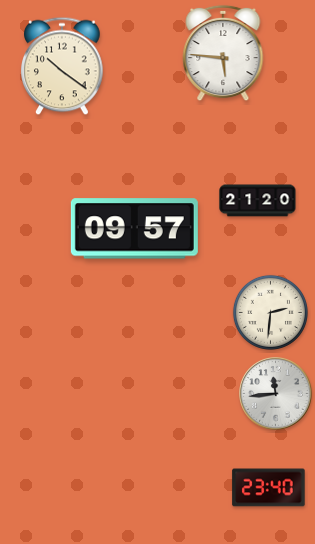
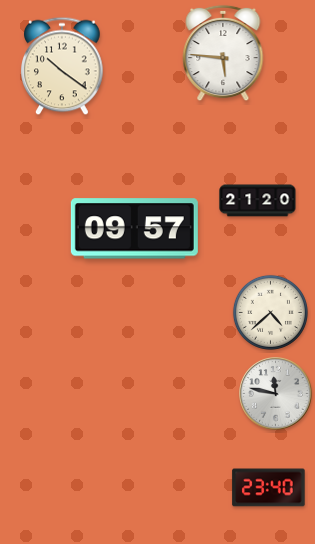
clock at (270, 312): 2:31 -> 4:38
clock at (276, 394): 11:44 -> 11:47
